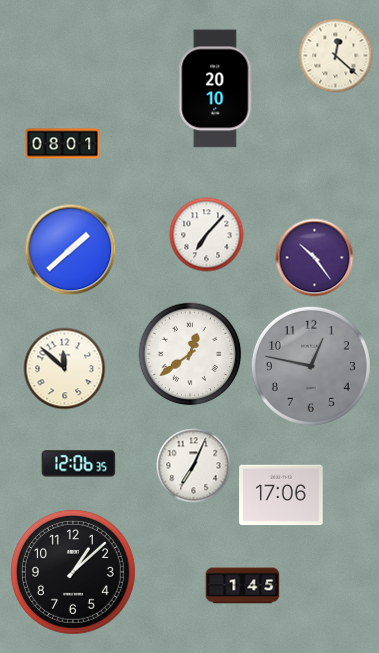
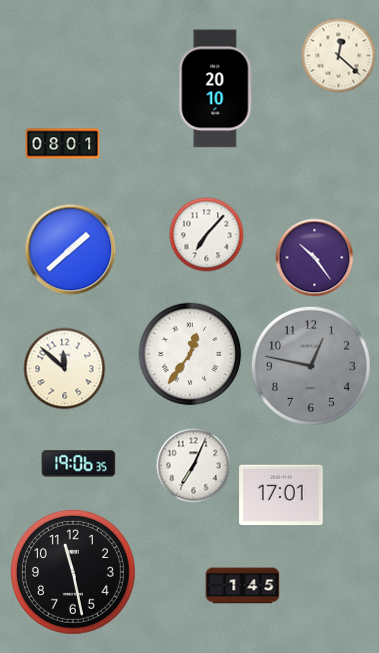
clock at (336, 56) position: (336, 56) -> (339, 56)
clock at (190, 354): 12:39 -> 12:36
clock at (79, 464): 12:06 -> 19:06
clock at (281, 495): 17:06 -> 17:01
clock at (73, 572): 1:08 -> 11:28
